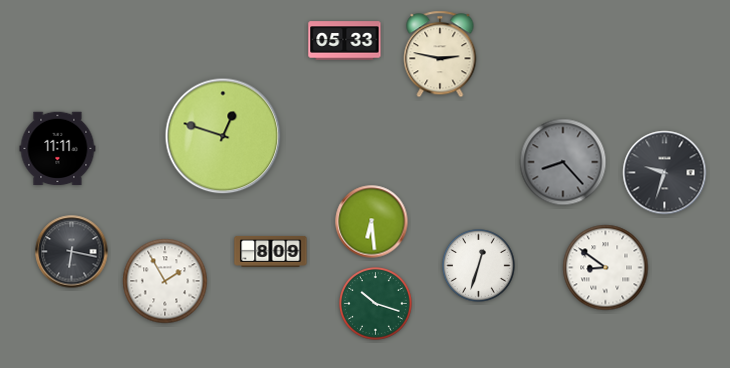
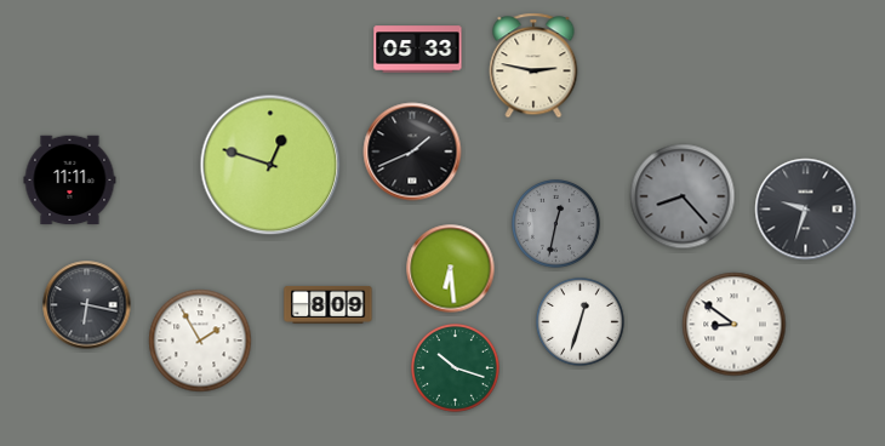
clock at (412, 151): none -> 1:41
clock at (556, 224): none -> 12:32
